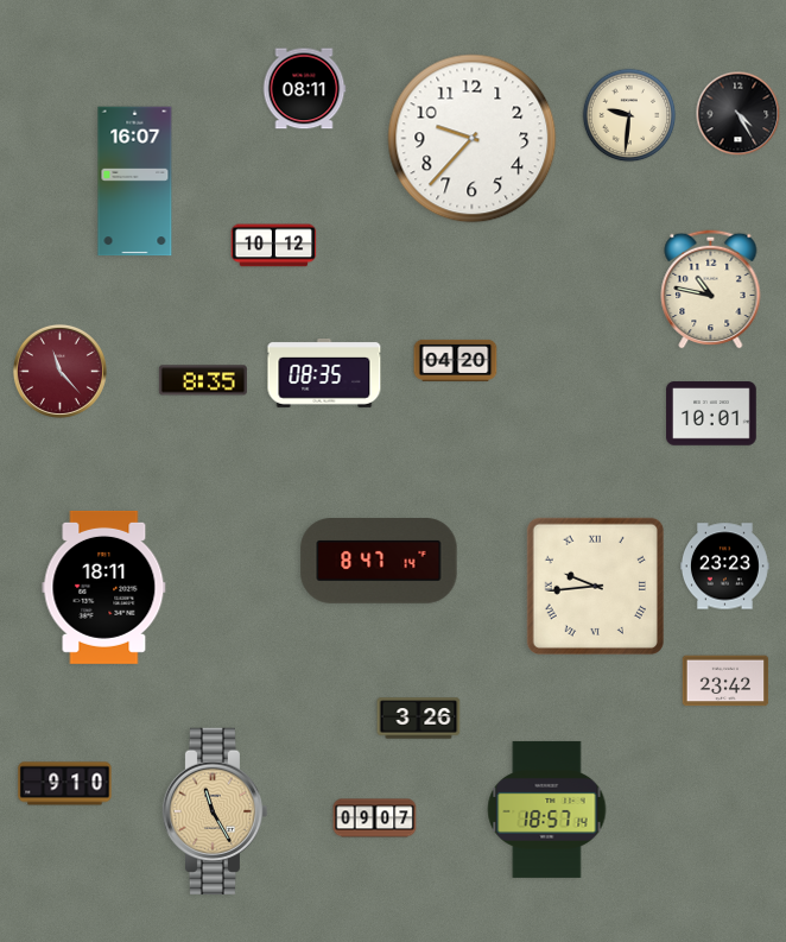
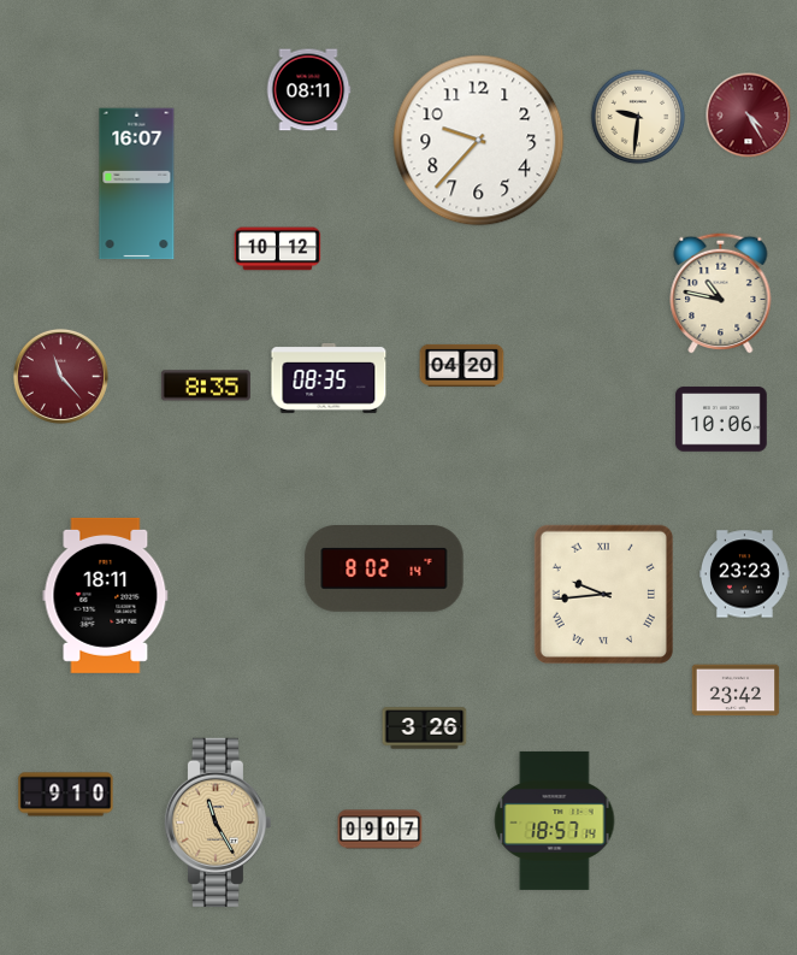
clock at (739, 114) dial: black -> burgundy
clock at (711, 413): 10:01 -> 10:06
clock at (379, 562): 8:47 -> 8:02
clock at (724, 567) position: (724, 567) -> (744, 574)
